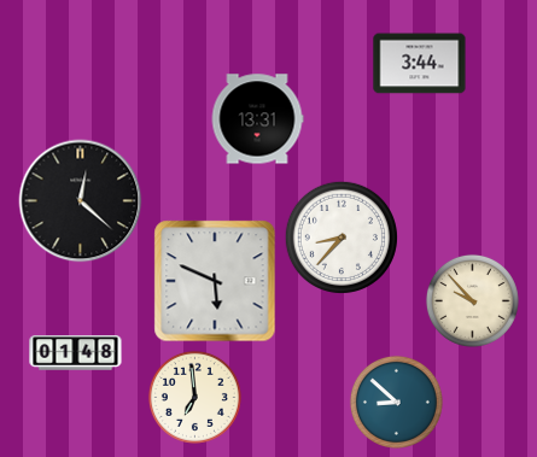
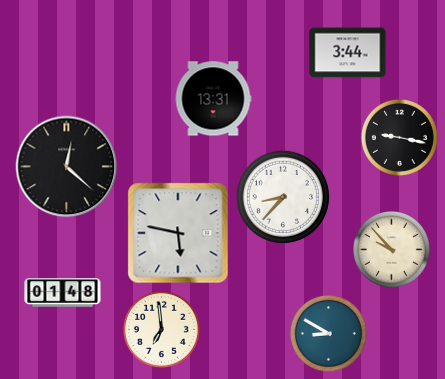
clock at (399, 137): none -> 9:17
clock at (215, 281): 5:49 -> 5:47
clock at (396, 402): 8:52 -> 8:50
